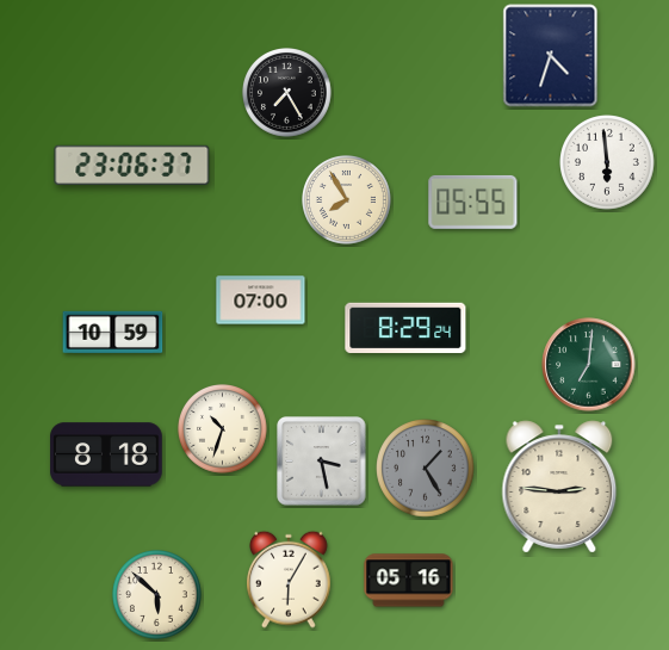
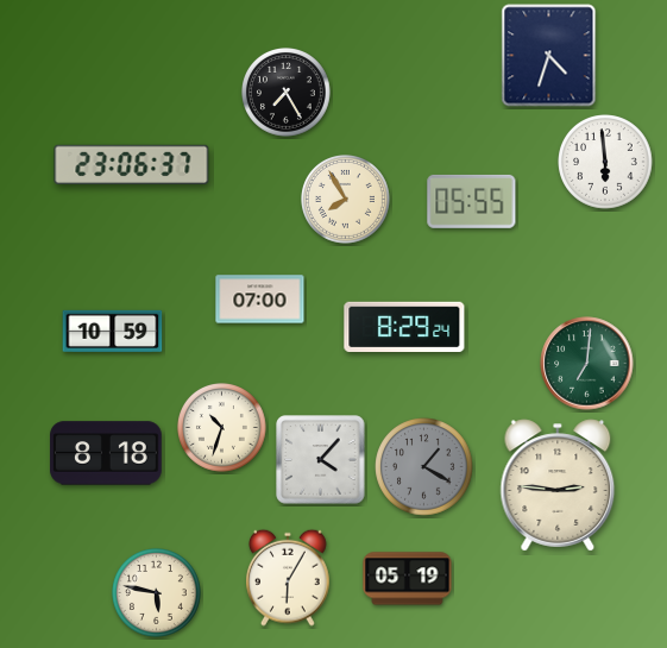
clock at (322, 462): 3:28 -> 4:07
clock at (426, 469): 1:25 -> 1:20
clock at (409, 581): 05:16 -> 05:19
clock at (157, 595): 5:52 -> 5:47
